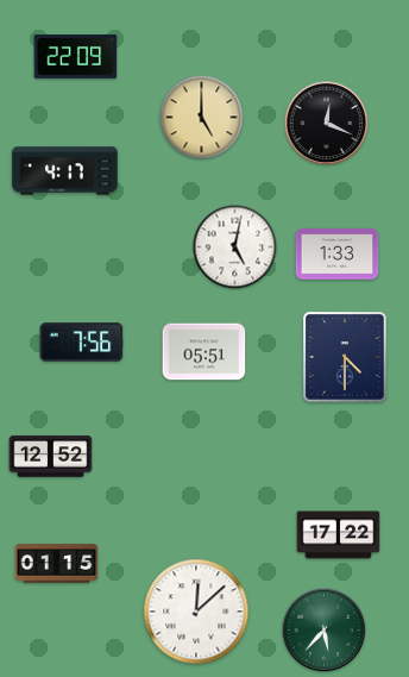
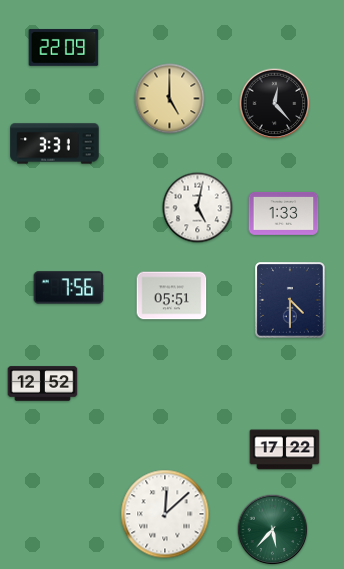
clock at (327, 124): 12:19 -> 12:23
clock at (65, 171): 4:17 -> 3:31
clock at (57, 564): 01:15 -> none
